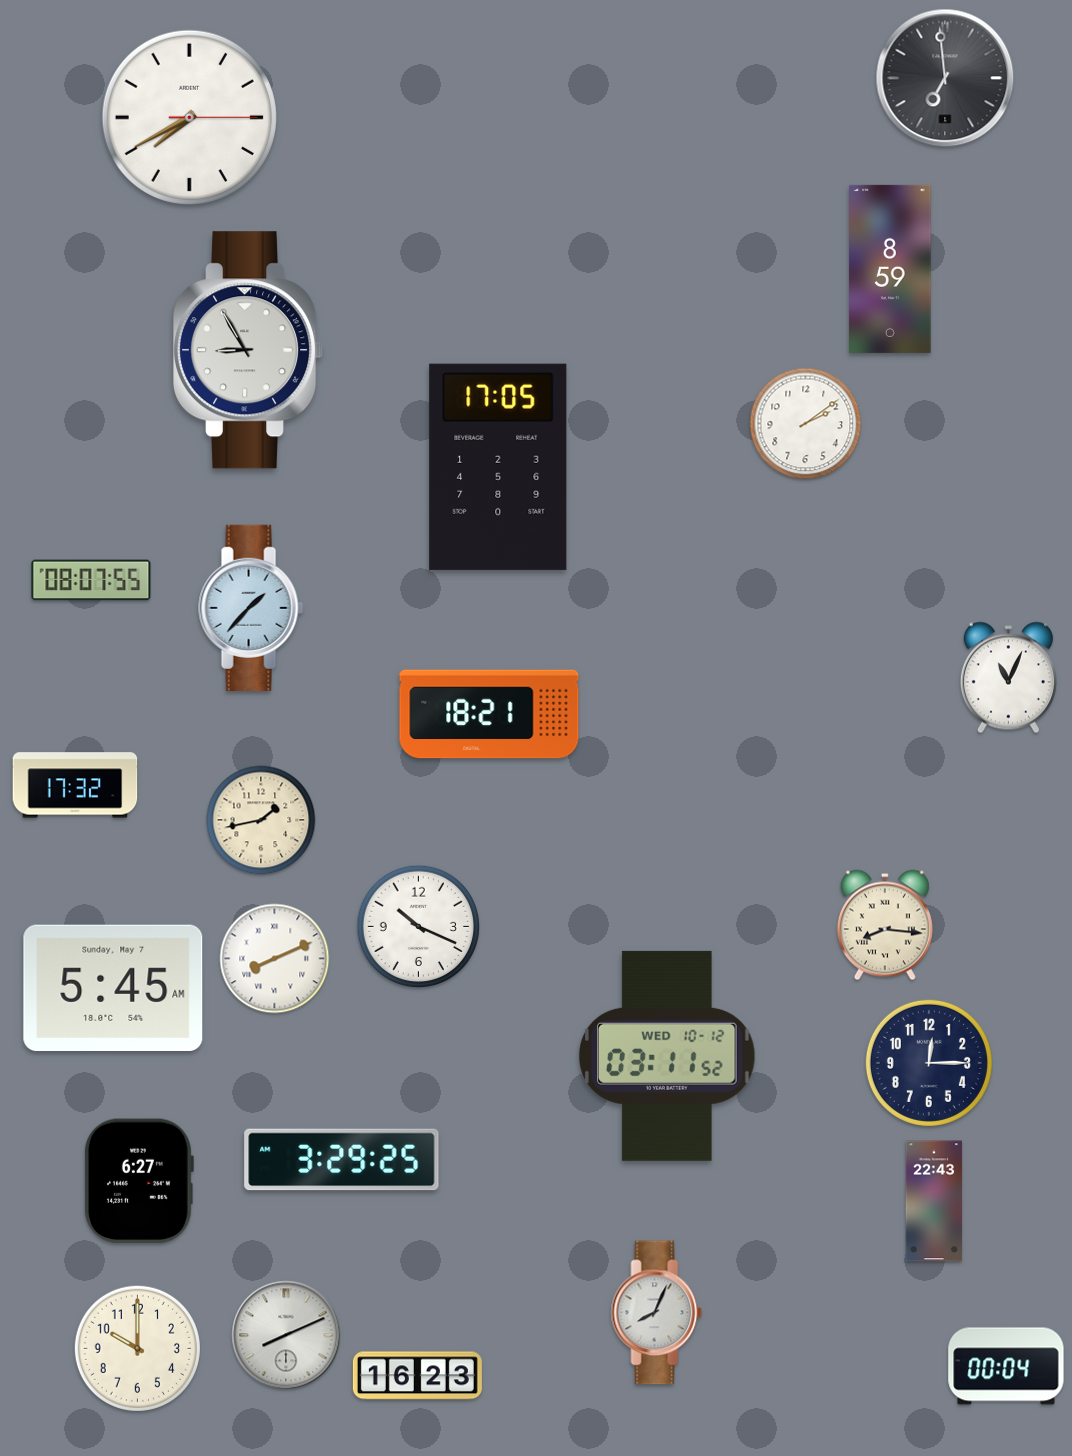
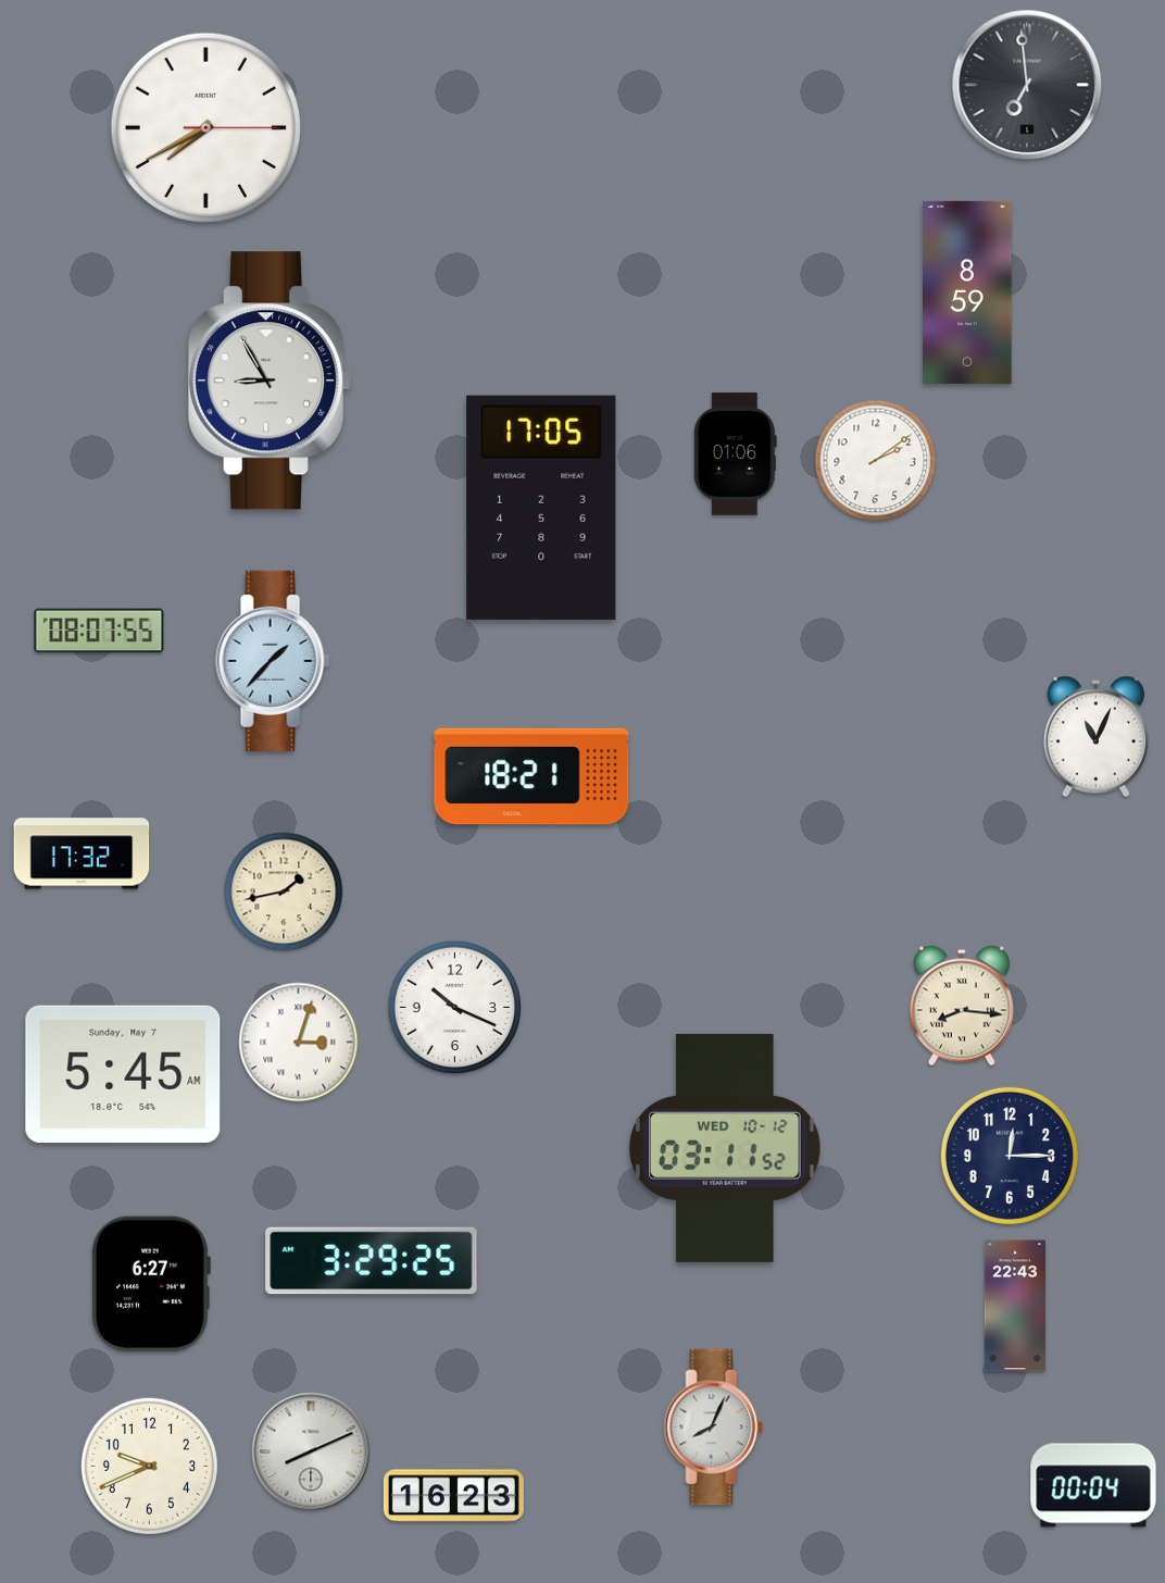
clock at (735, 454): none -> 01:06
clock at (275, 959): 8:11 -> 3:03
clock at (137, 1348): 10:00 -> 9:41
